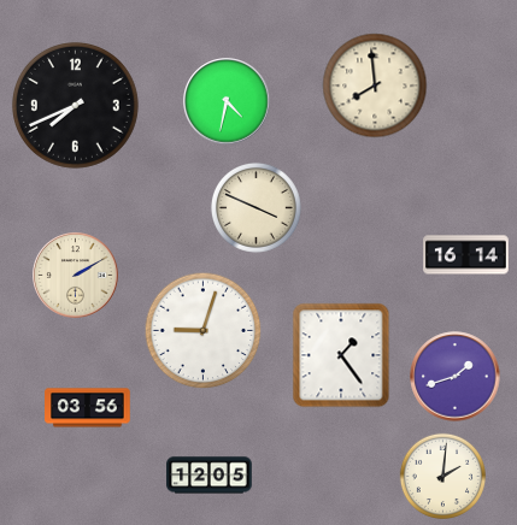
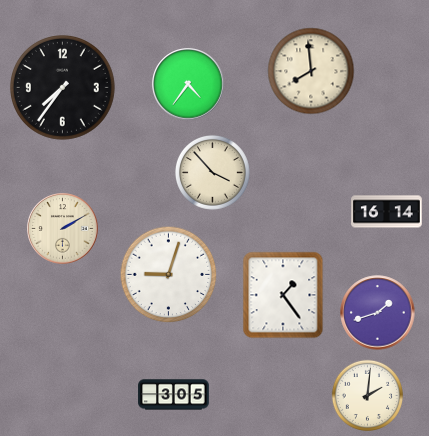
clock at (227, 101): 4:32 -> 4:36
clock at (75, 105): 7:41 -> 7:36
clock at (255, 207): 3:49 -> 3:53
clock at (88, 408): 03:56 -> none
clock at (210, 476): 12:05 -> 3:05
